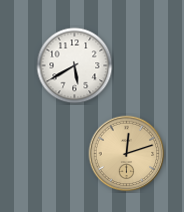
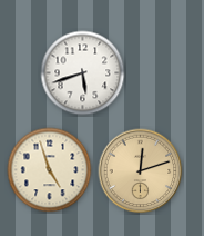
clock at (75, 66): 5:40 -> 5:42
clock at (50, 170): none -> 4:57
